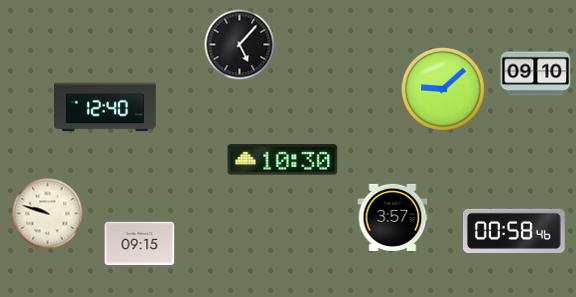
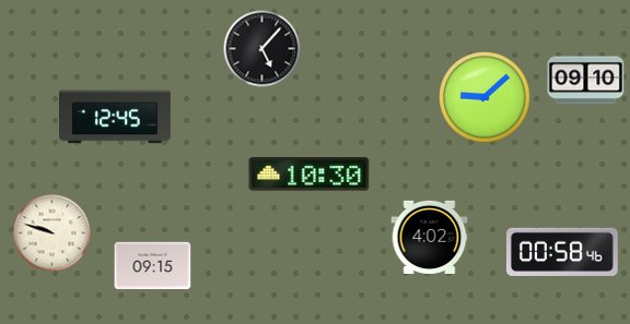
clock at (106, 107): 12:40 -> 12:45
clock at (393, 217): 3:57 -> 4:02
